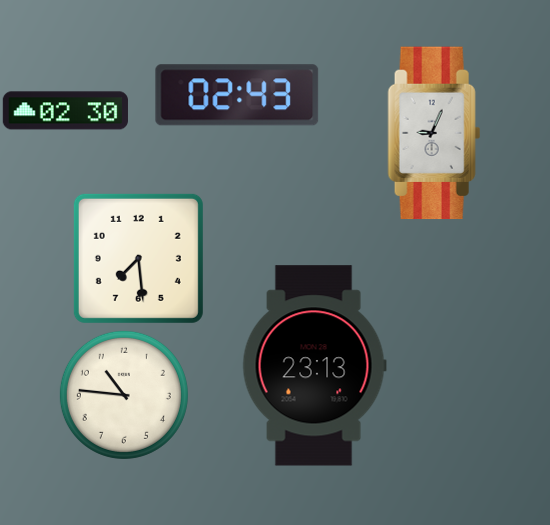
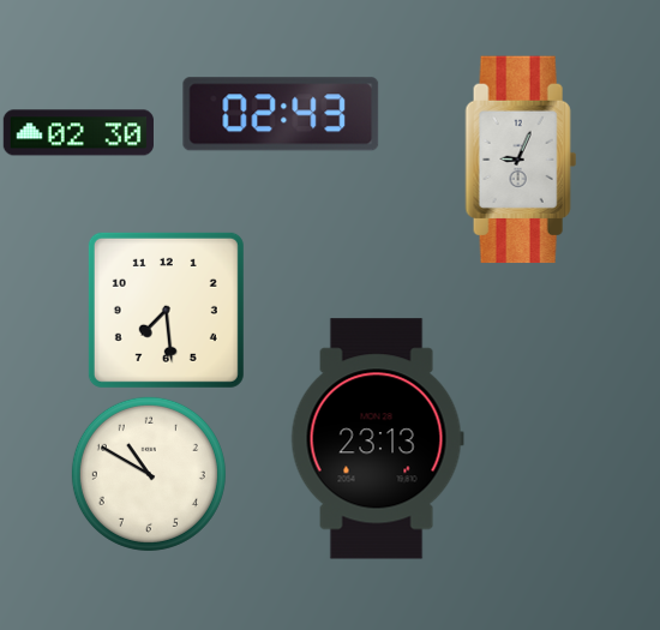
clock at (237, 95) position: (237, 95) -> (281, 114)
clock at (124, 395): 10:46 -> 10:50
